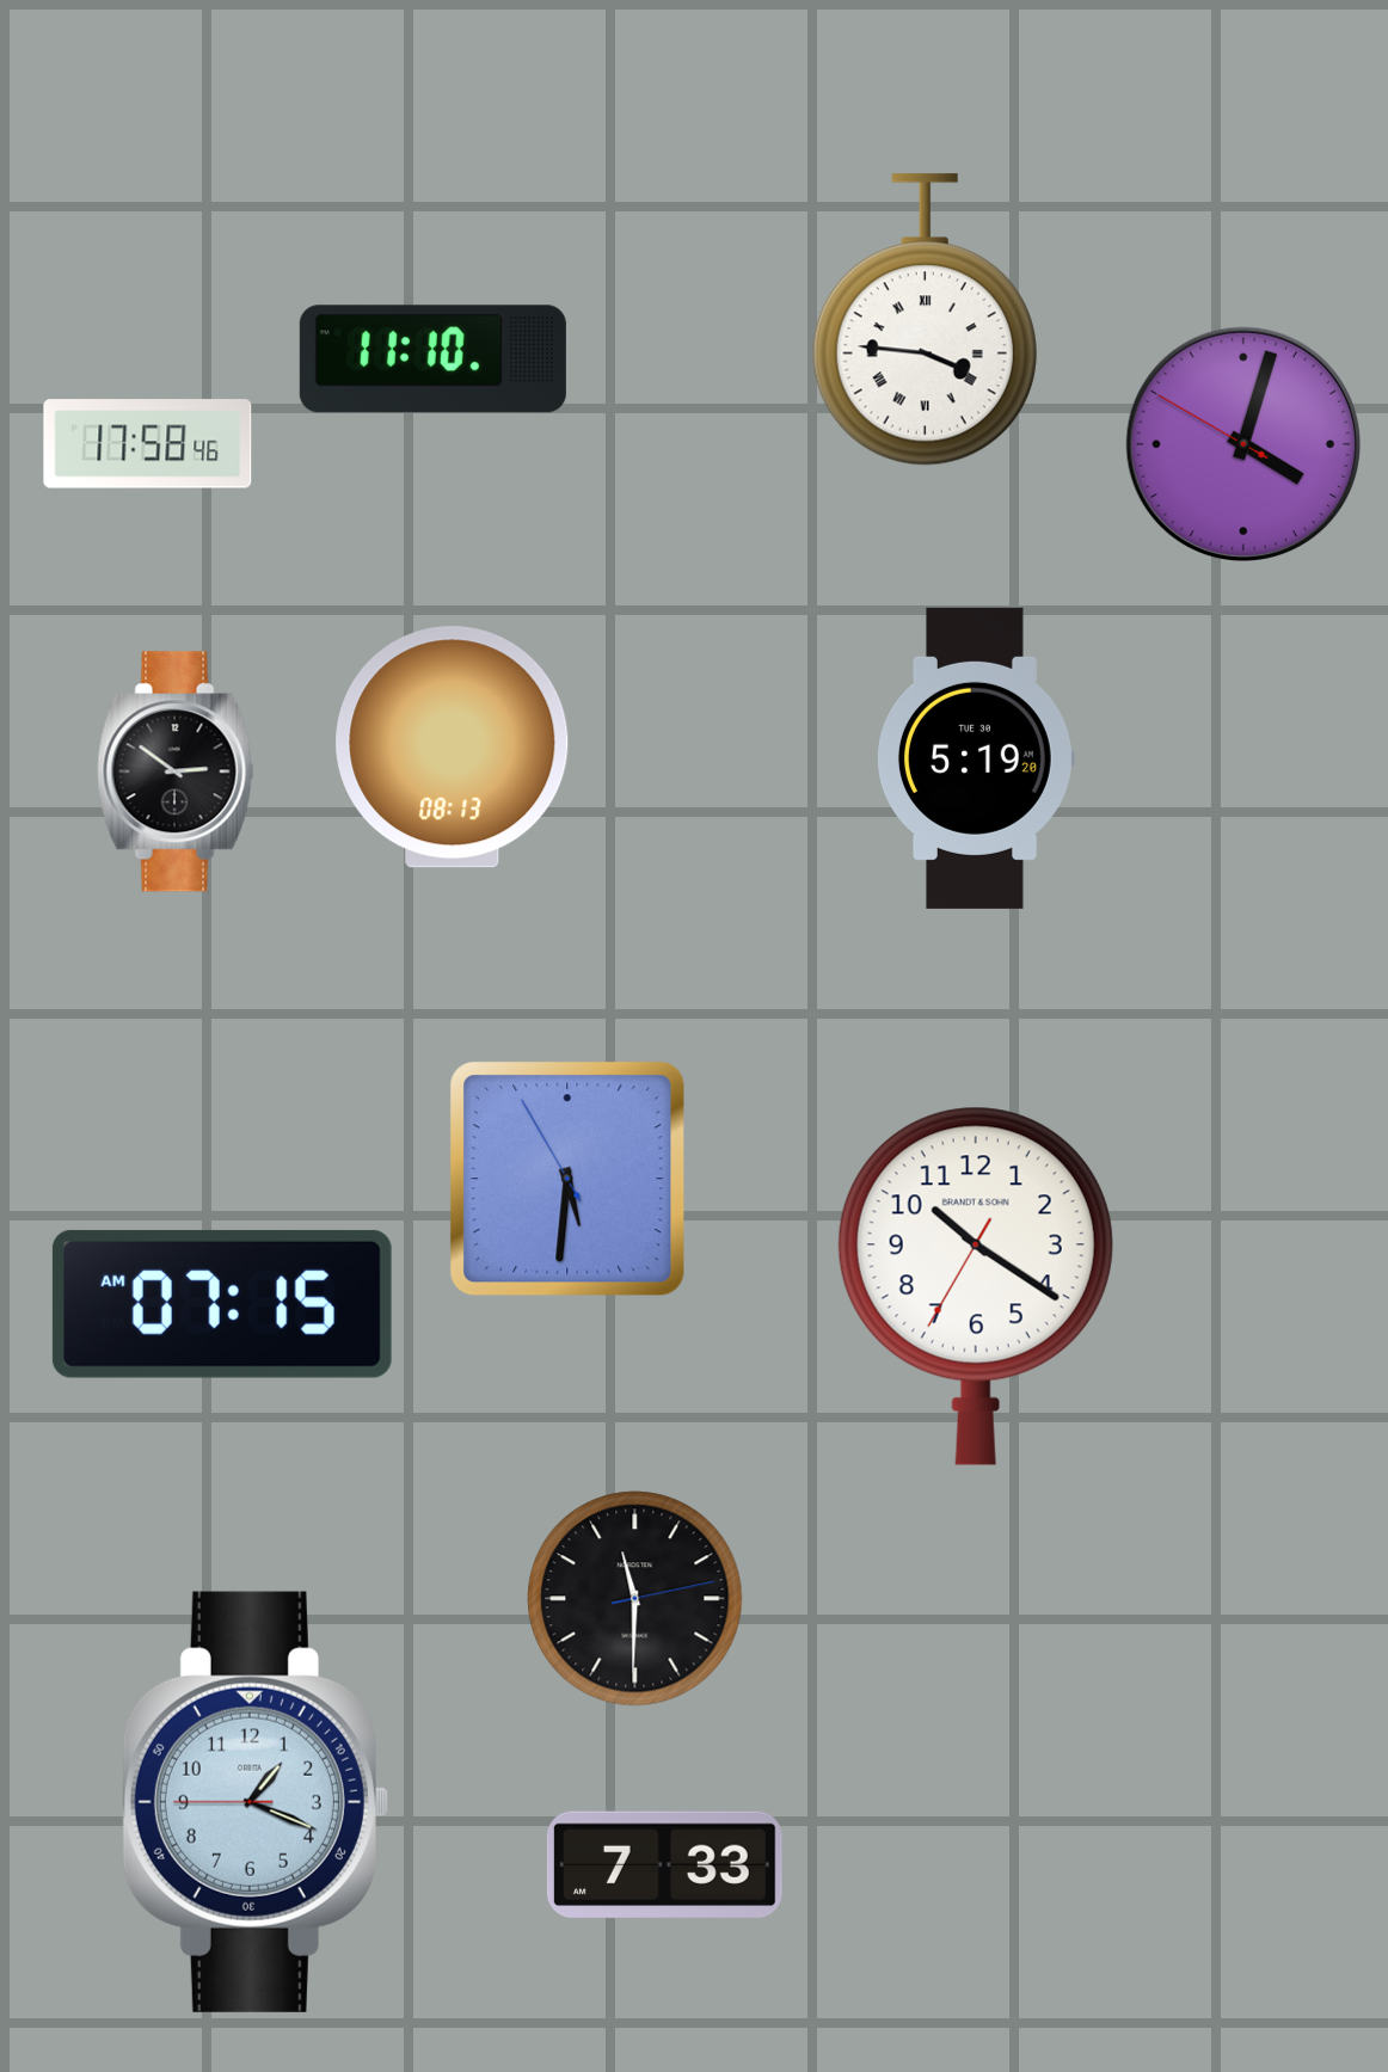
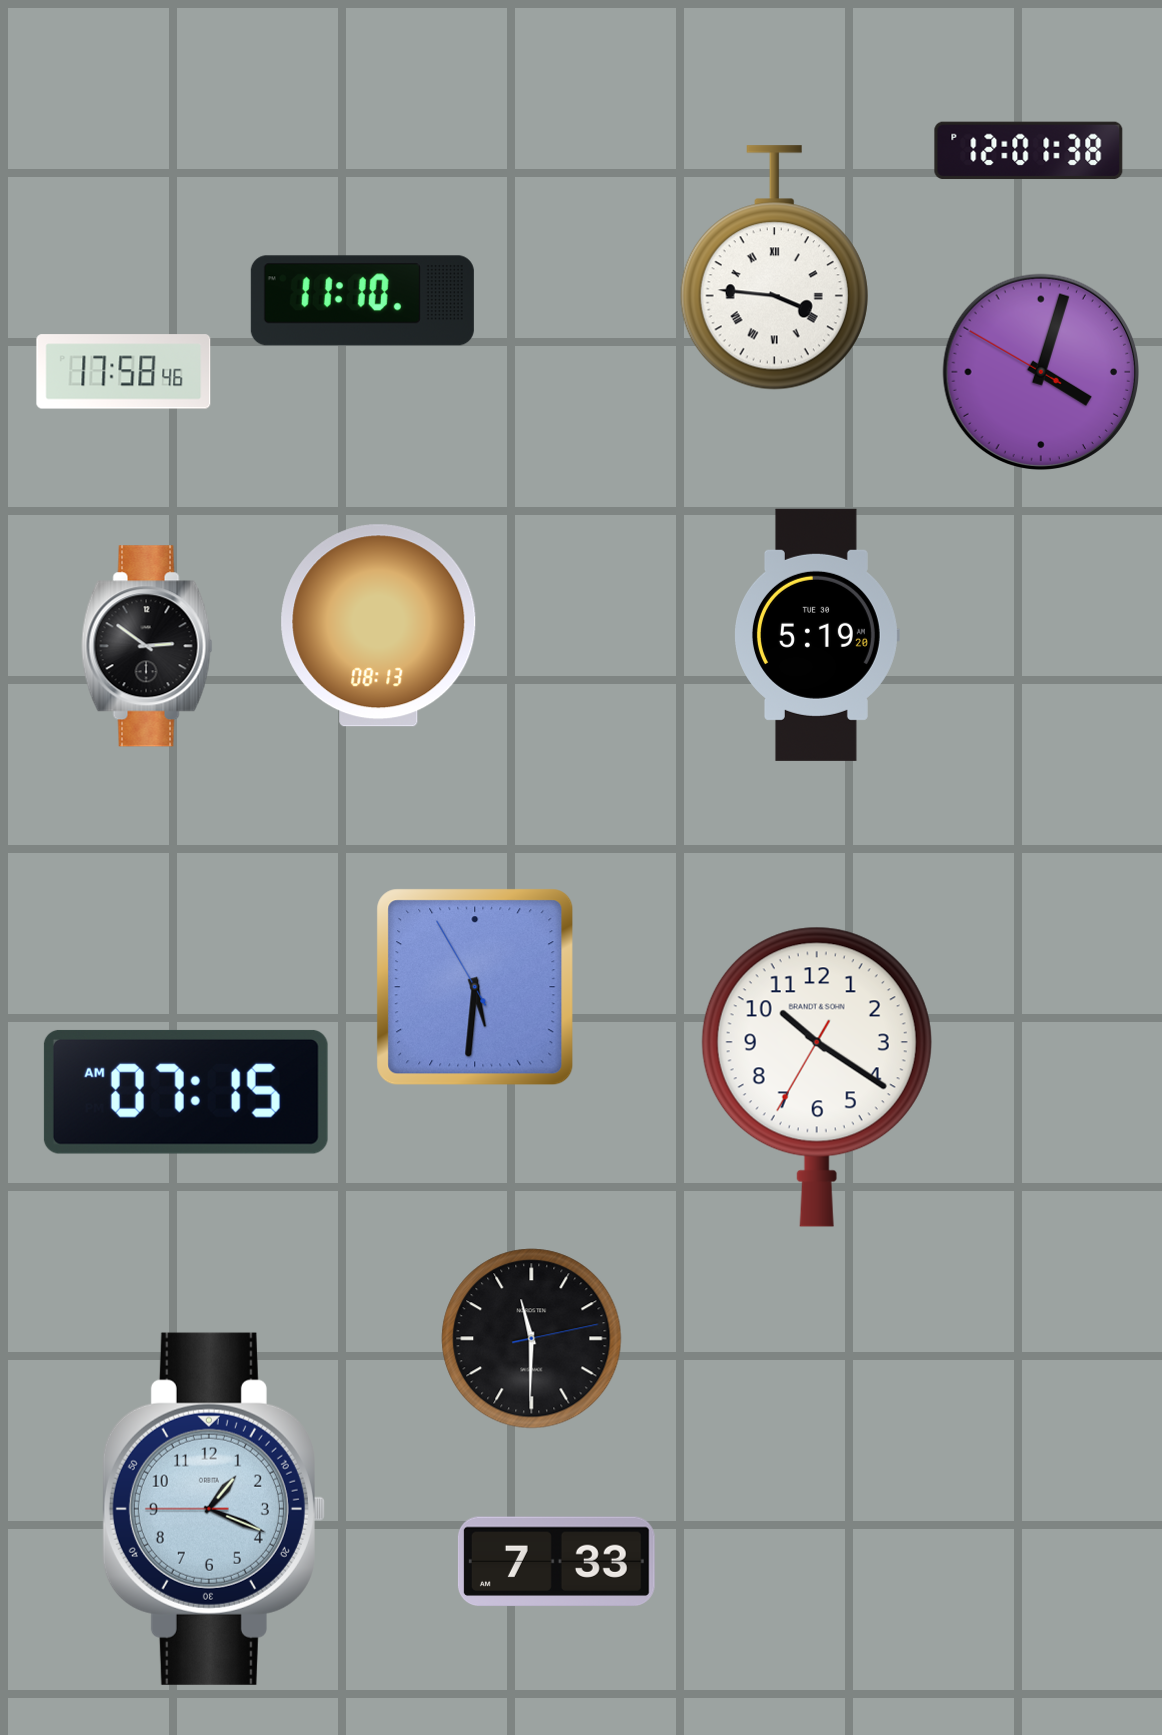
clock at (1029, 151): none -> 12:01
